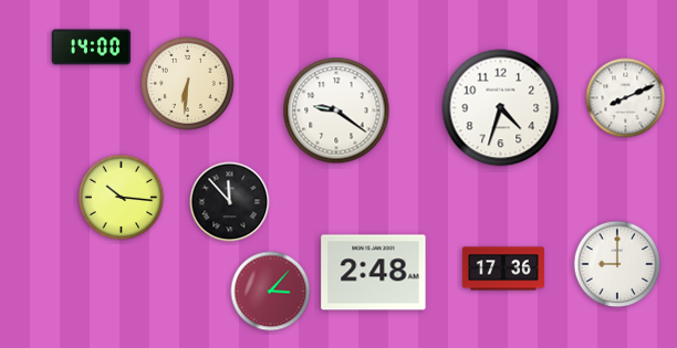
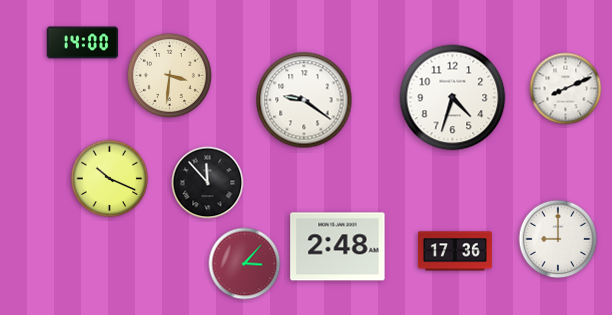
clock at (187, 83): 6:31 -> 3:31
clock at (122, 198): 10:16 -> 10:19
clock at (503, 268) position: (503, 268) -> (455, 251)
